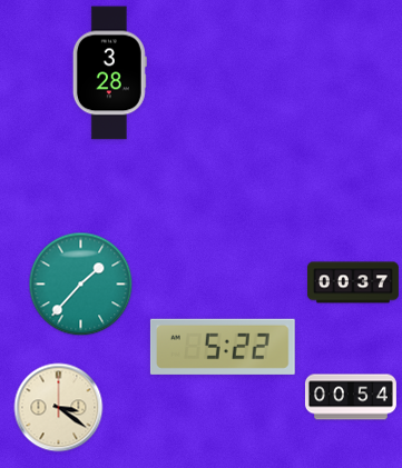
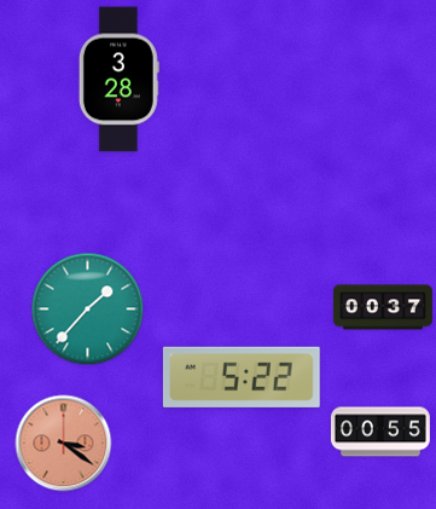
clock at (351, 397): 00:54 -> 00:55
clock at (59, 408) dial: cream -> salmon
